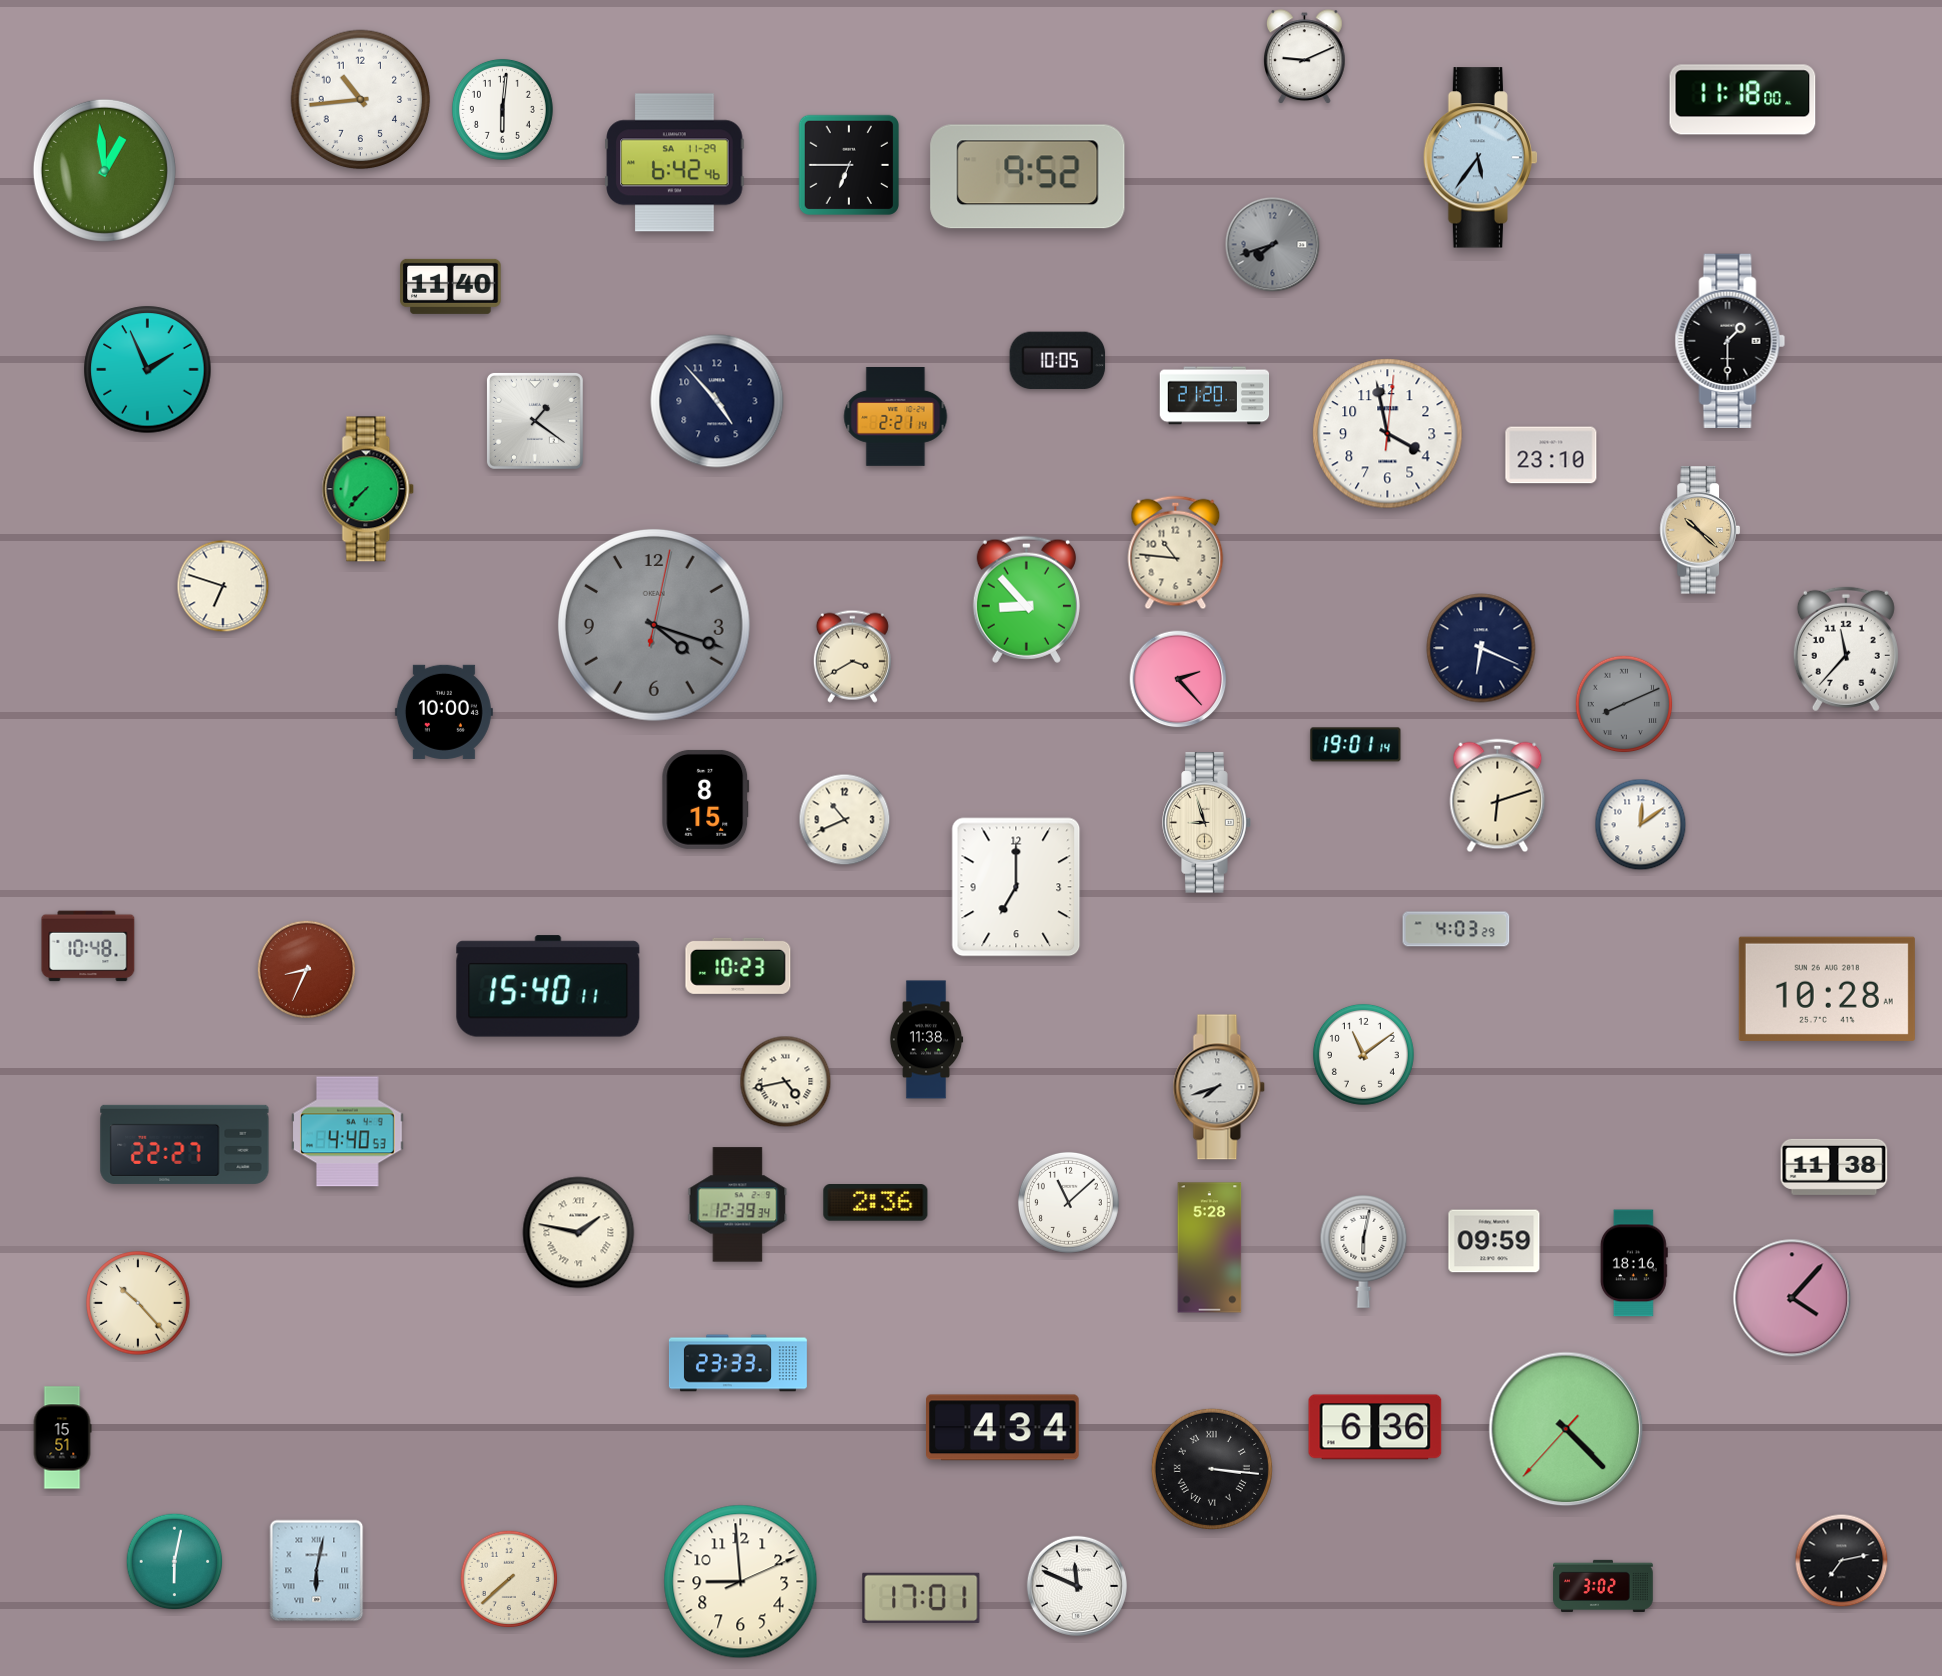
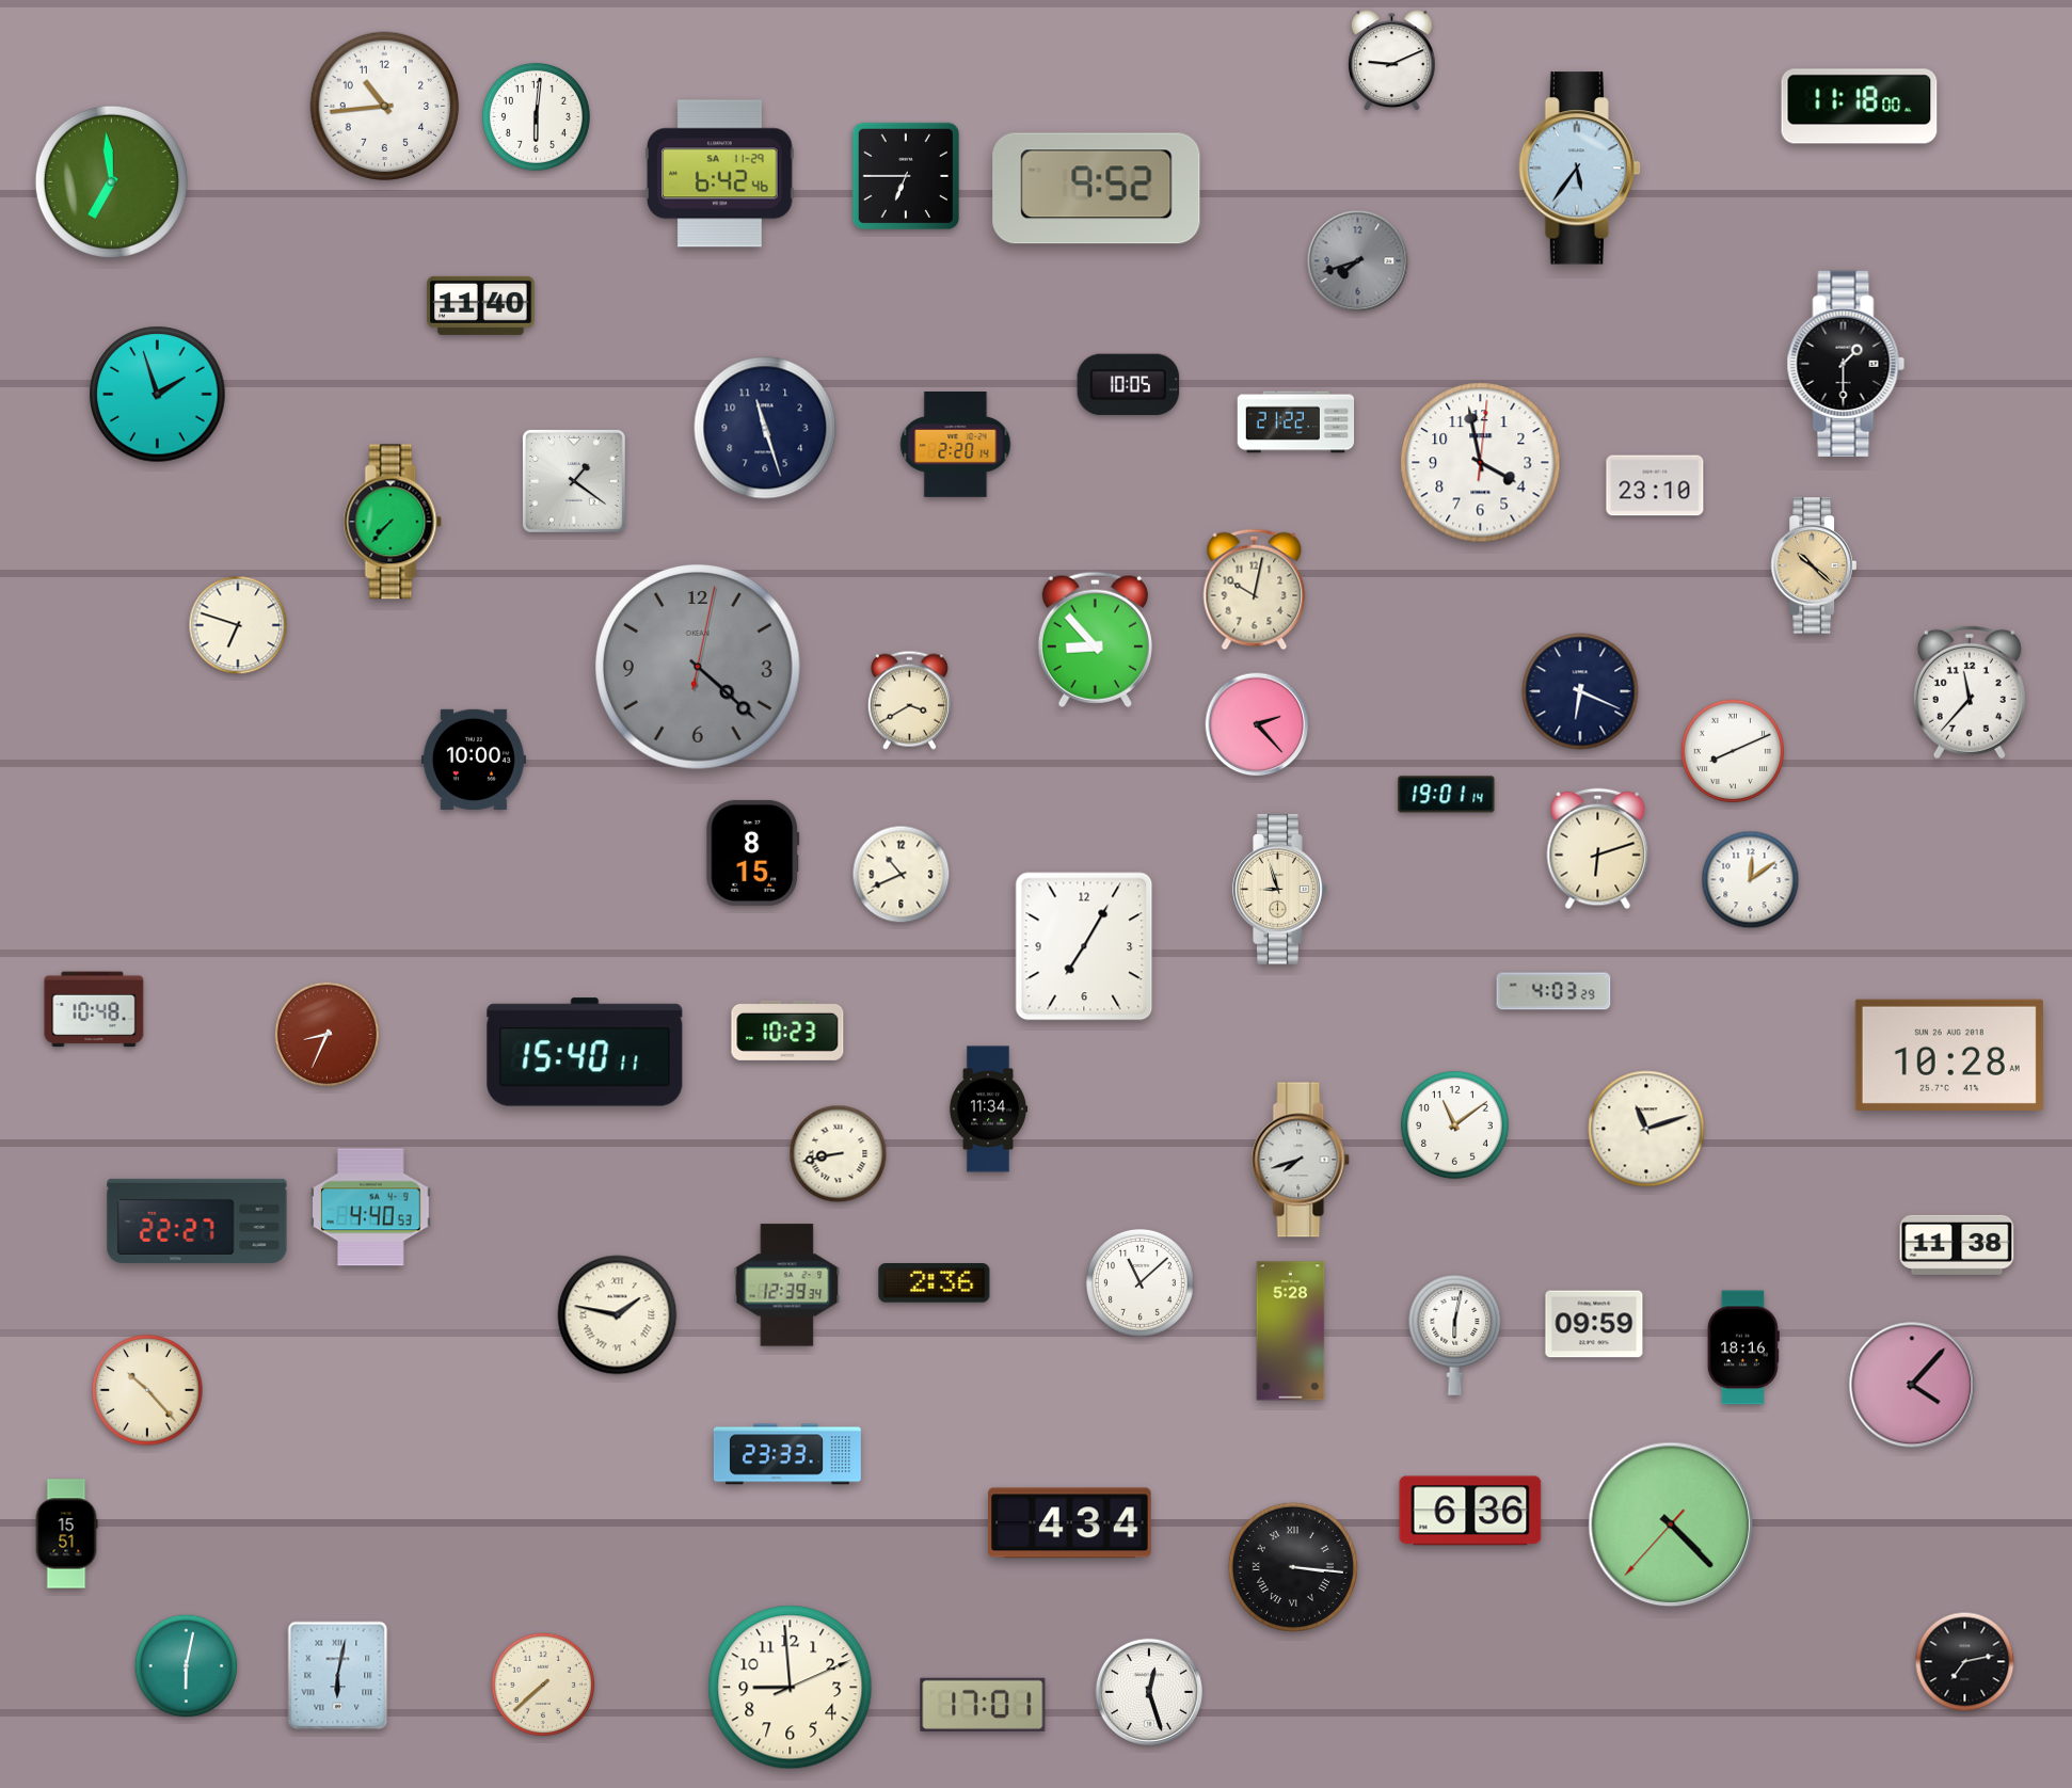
clock at (104, 170): 12:59 -> 6:59
clock at (148, 370): 1:56 -> 1:57
clock at (1215, 396): 21:20 -> 21:22
clock at (717, 401): 4:53 -> 11:27
clock at (896, 417): 2:21 -> 2:20
clock at (535, 421) position: (535, 421) -> (574, 481)
clock at (1176, 553): 10:46 -> 10:02
clock at (655, 626): 4:18 -> 4:22
clock at (1624, 704) dial: grey -> white
clock at (1207, 823) position: (1207, 823) -> (1280, 890)
clock at (1016, 887): 7:00 -> 7:05
clock at (926, 1040): 11:38 -> 11:34
clock at (1646, 1129): none -> 11:12
clock at (786, 1082): 4:43 -> 8:43
clock at (1375, 1427) position: (1375, 1427) -> (1470, 1511)
clock at (1842, 1561) position: (1842, 1561) -> (1965, 1662)
clock at (1076, 1585): 11:49 -> 12:27
clock at (1603, 1586): 3:02 -> none
